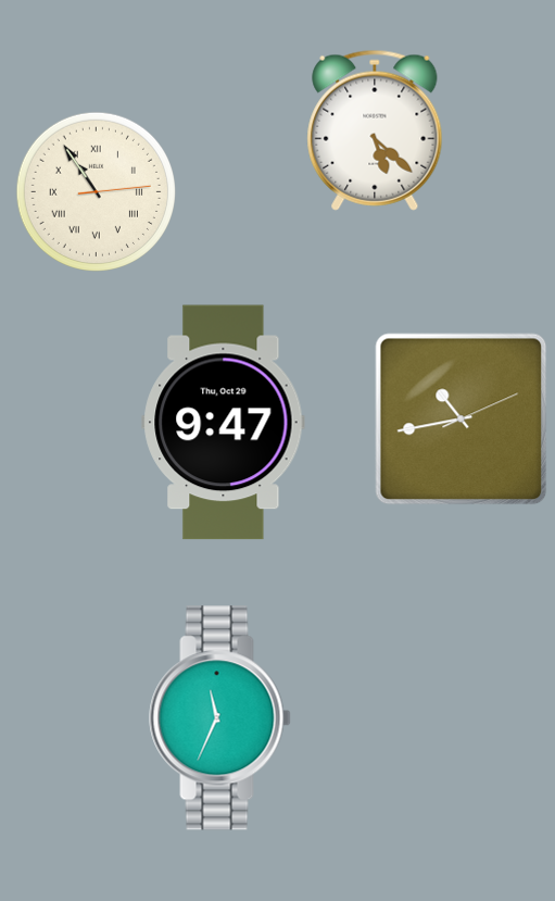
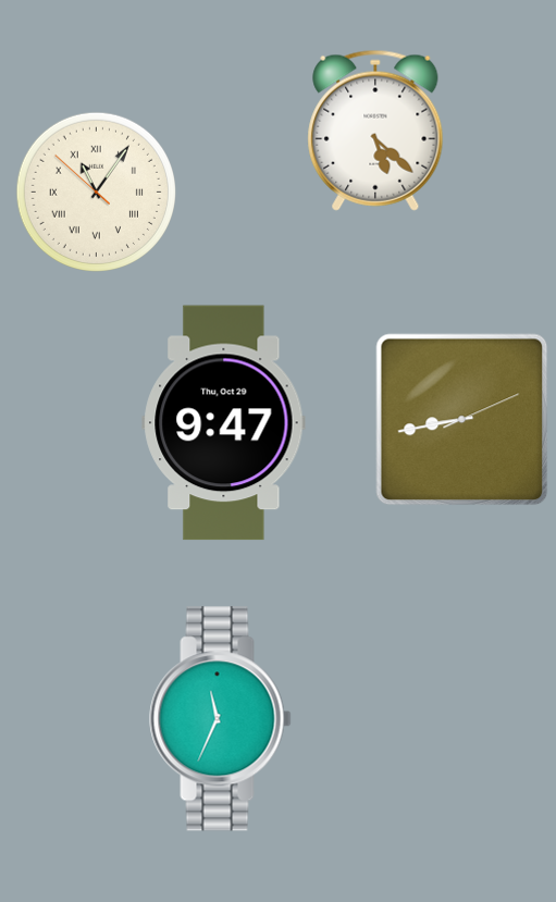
clock at (96, 191): 10:54 -> 11:05
clock at (462, 420): 10:43 -> 8:43
